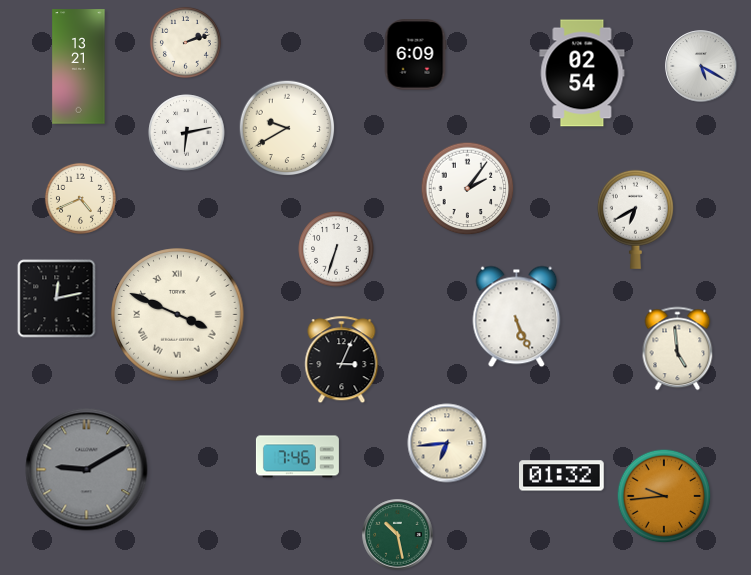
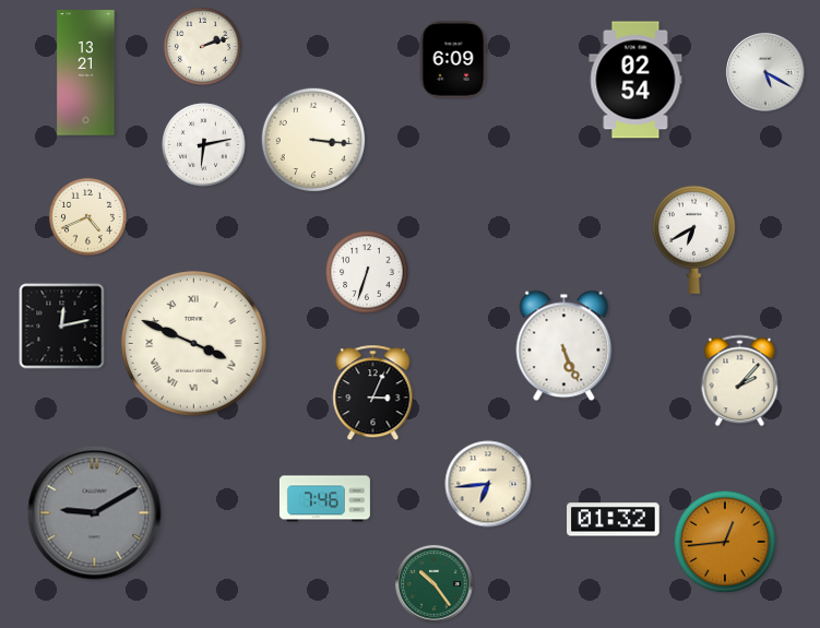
clock at (287, 128): 9:40 -> 3:16
clock at (468, 189): 2:06 -> none
clock at (678, 349): 4:59 -> 2:07
clock at (664, 496): 9:44 -> 12:44
clock at (398, 535): 10:28 -> 10:24
